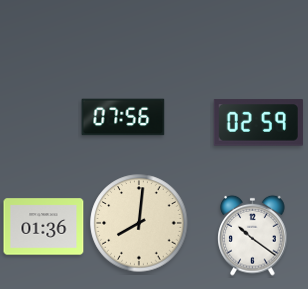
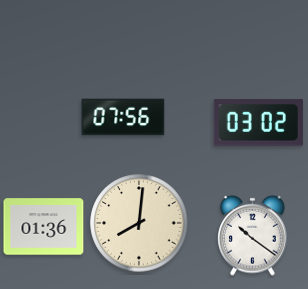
clock at (258, 123): 02:59 -> 03:02
